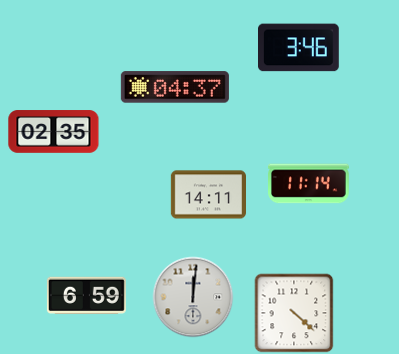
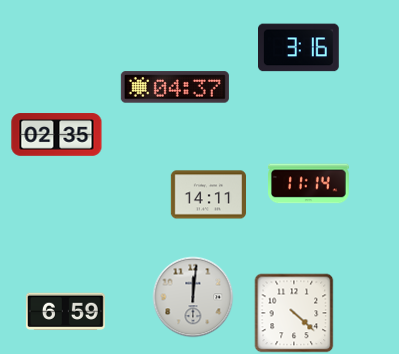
clock at (299, 48): 3:46 -> 3:16
clock at (54, 132) position: (54, 132) -> (57, 135)
clock at (86, 296) position: (86, 296) -> (65, 312)
